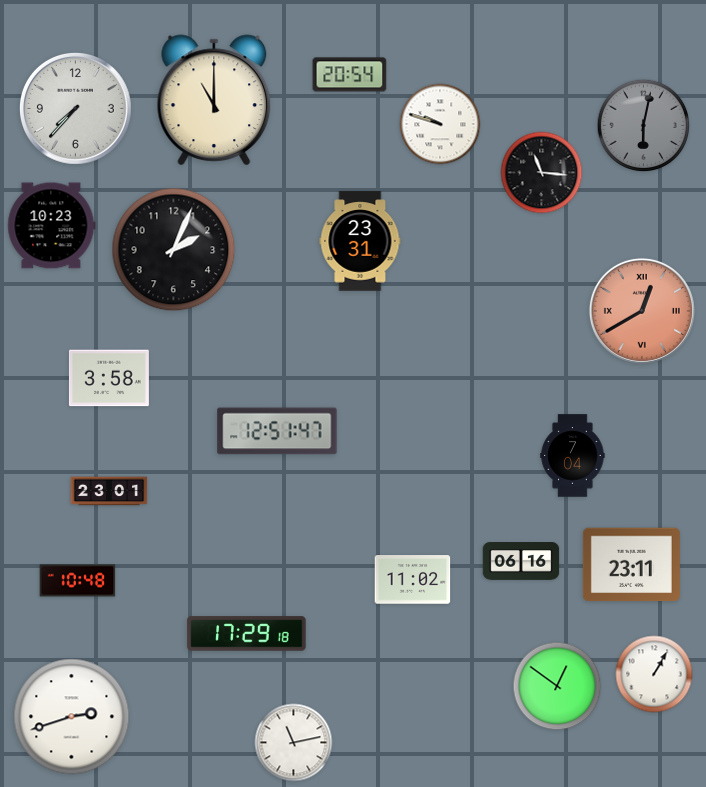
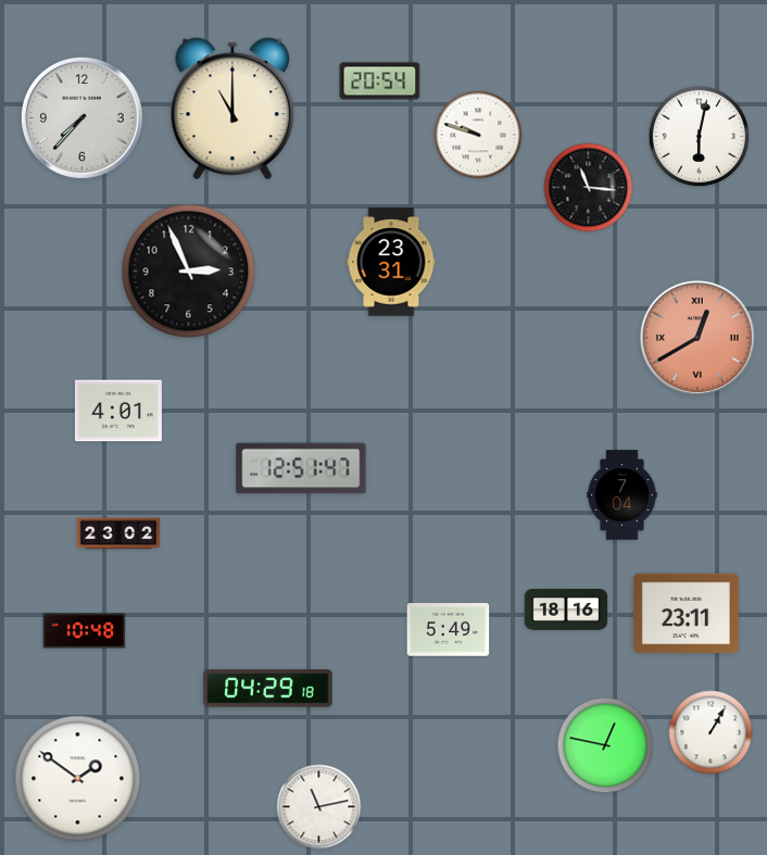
clock at (644, 126) dial: grey -> white
clock at (52, 226): 10:23 -> none
clock at (174, 250): 2:04 -> 2:56
clock at (109, 378): 3:58 -> 4:01
clock at (109, 491): 23:01 -> 23:02
clock at (521, 561): 06:16 -> 18:16
clock at (413, 580): 11:02 -> 5:49
clock at (247, 634): 17:29 -> 04:29
clock at (557, 686): 12:51 -> 12:47
clock at (72, 717): 2:42 -> 1:51
